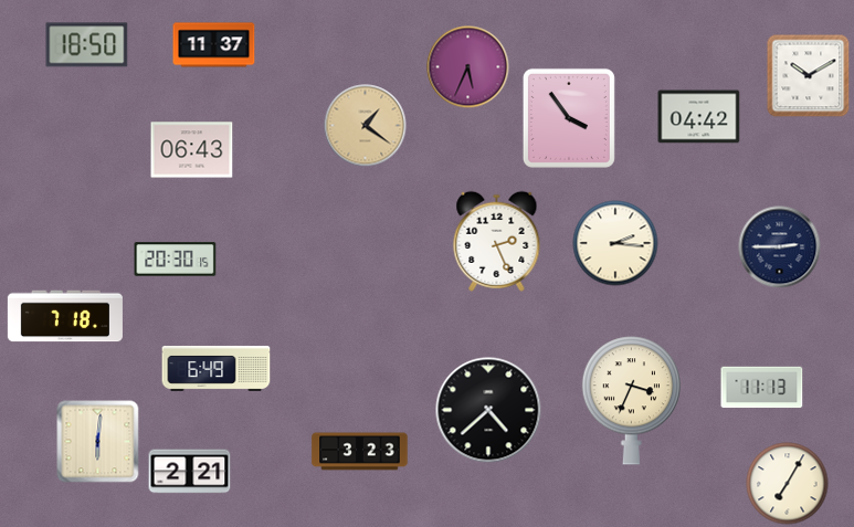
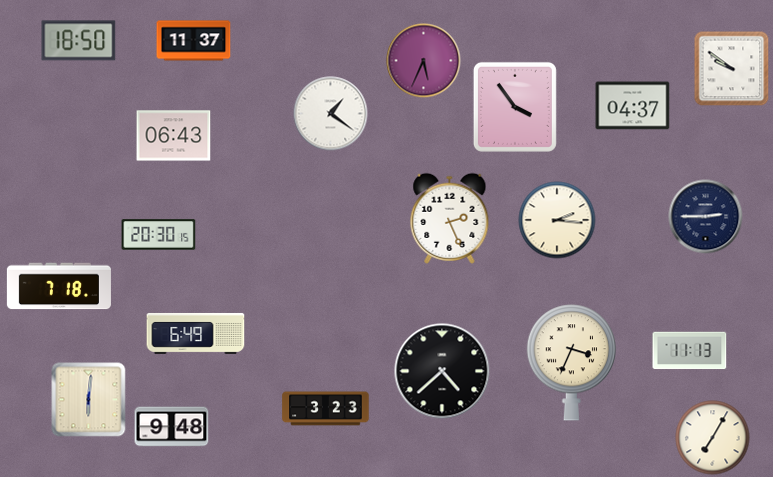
clock at (809, 76): 10:10 -> 9:51
clock at (699, 117): 04:42 -> 04:37
clock at (366, 126) dial: champagne -> white
clock at (780, 247) position: (780, 247) -> (706, 217)
clock at (190, 472): 2:21 -> 9:48
